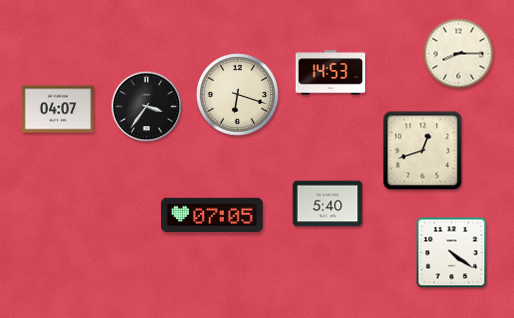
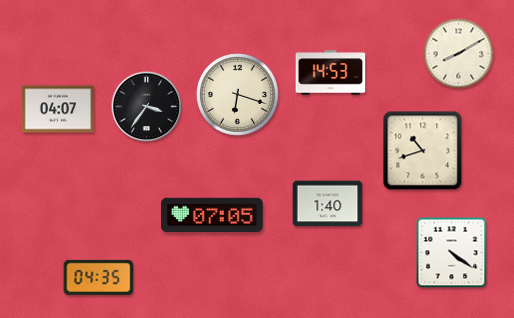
clock at (459, 54): 8:15 -> 8:10
clock at (423, 151): 12:42 -> 10:42
clock at (328, 204): 5:40 -> 1:40
clock at (99, 277): none -> 04:35
